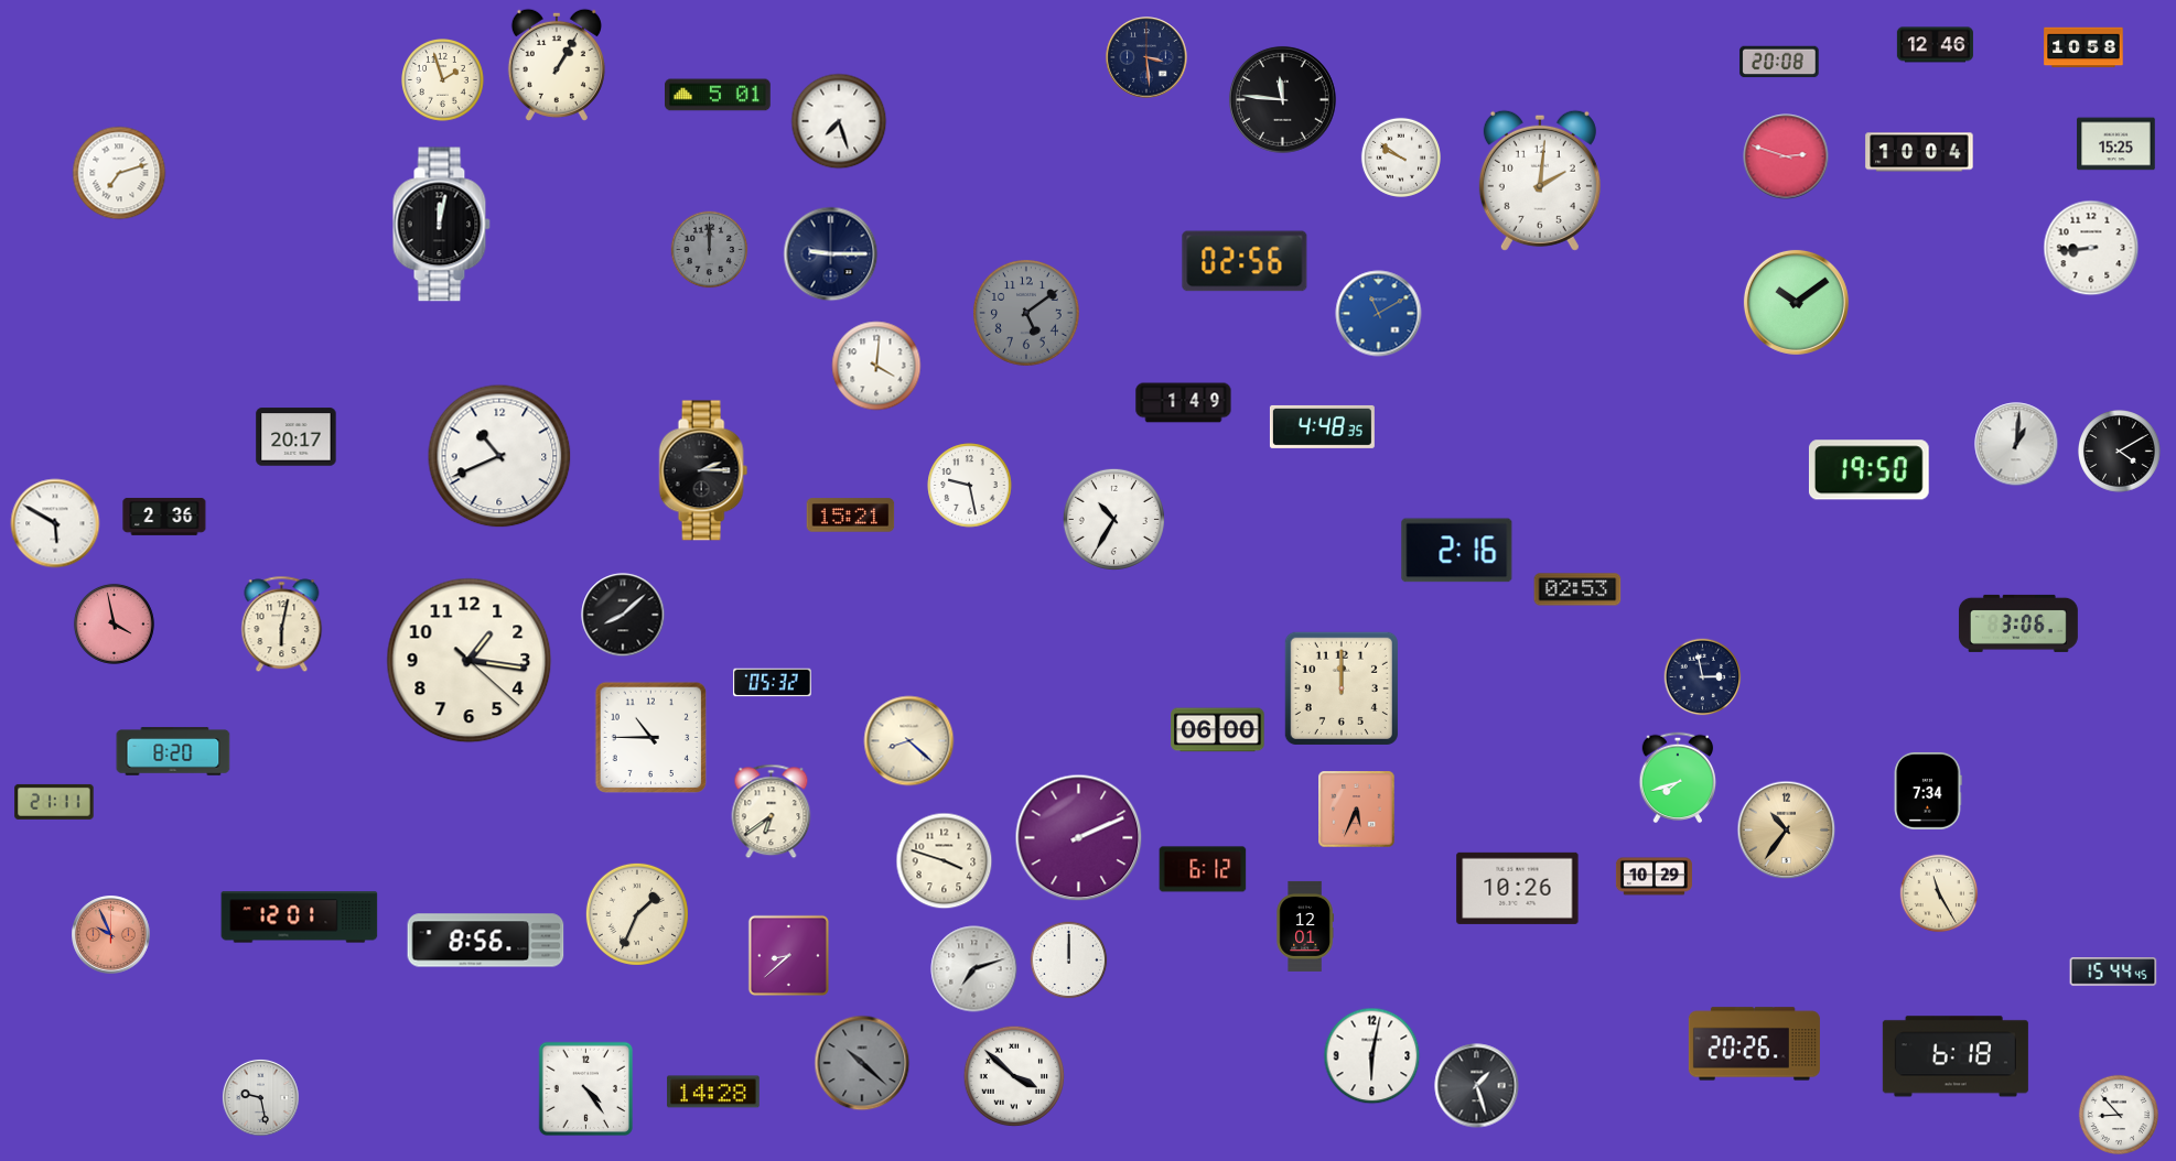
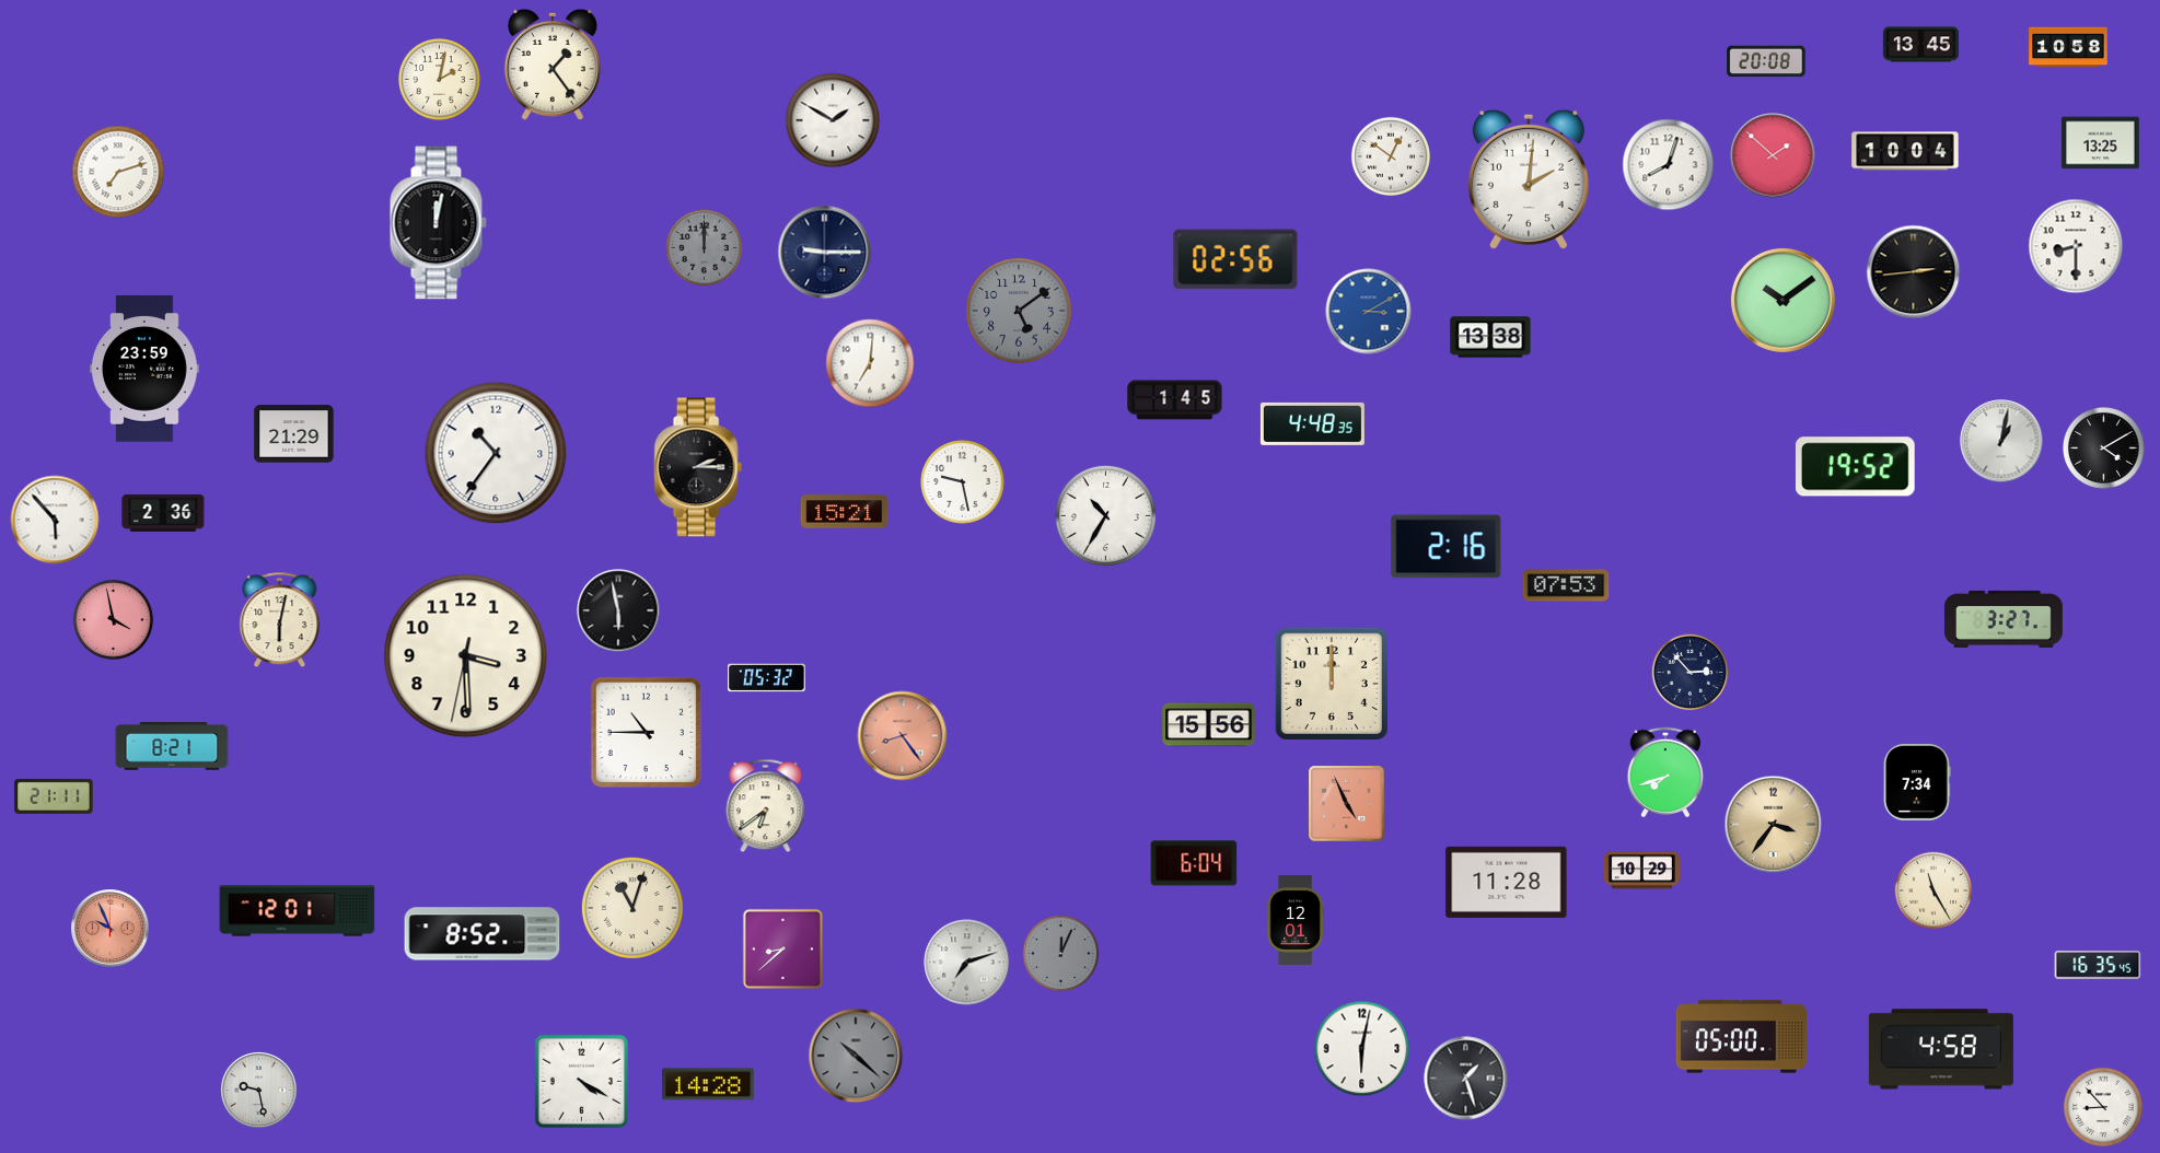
clock at (1935, 45): 12:46 -> 13:45
clock at (1146, 57): 3:29 -> none
clock at (557, 65): 1:05 -> 1:24
clock at (443, 80): 1:57 -> 2:02
clock at (719, 95): 5:01 -> none
clock at (1282, 99): 11:46 -> none
clock at (839, 121): 7:27 -> 1:50
clock at (2116, 144): 15:25 -> 13:25
clock at (1786, 156): 2:48 -> 1:52
clock at (1401, 158): 9:51 -> 12:51
clock at (1669, 165): none -> 8:03
clock at (2091, 248): 8:44 -> 8:30
clock at (1914, 272): none -> 2:44
clock at (1379, 314): 11:10 -> 3:10
clock at (1490, 337): none -> 13:38
clock at (876, 366): 4:01 -> 7:01
clock at (144, 370): none -> 23:59
clock at (1184, 403): 1:49 -> 1:45
clock at (297, 437): 20:17 -> 21:29
clock at (2016, 444): 1:01 -> 1:02
clock at (499, 456): 10:41 -> 10:36
clock at (1868, 470): 19:50 -> 19:52
clock at (55, 523): 5:50 -> 5:53
clock at (1577, 589): 02:53 -> 07:53
clock at (623, 615): 8:08 -> 5:58
clock at (2018, 623): 3:06 -> 3:27
clock at (470, 661): 1:16 -> 3:29
clock at (1703, 677): 2:58 -> 2:53
clock at (1218, 730): 06:00 -> 15:56
clock at (909, 741): 8:22 -> 8:24
clock at (909, 741) dial: cream -> salmon
clock at (173, 751): 8:20 -> 8:21
clock at (1928, 791) position: (1928, 791) -> (1917, 782)
clock at (1357, 810): 5:34 -> 4:56
clock at (1787, 831): 10:36 -> 3:36
clock at (1079, 838): 2:11 -> none
clock at (945, 861): 3:48 -> none
clock at (1203, 869): 6:12 -> 6:04
clock at (1518, 888): 10:26 -> 11:28
clock at (1939, 893) position: (1939, 893) -> (1933, 890)
clock at (637, 914): 1:34 -> 11:03
clock at (486, 941): 8:56 -> 8:52
clock at (1069, 961): 12:00 -> 12:04
clock at (1069, 961) dial: white -> grey
clock at (2113, 973): 15:44 -> 16:35
clock at (1754, 1044): 20:26 -> 05:00
clock at (1956, 1056): 6:18 -> 4:58
clock at (1014, 1076): 3:52 -> none
clock at (586, 1089): 4:24 -> 4:20
